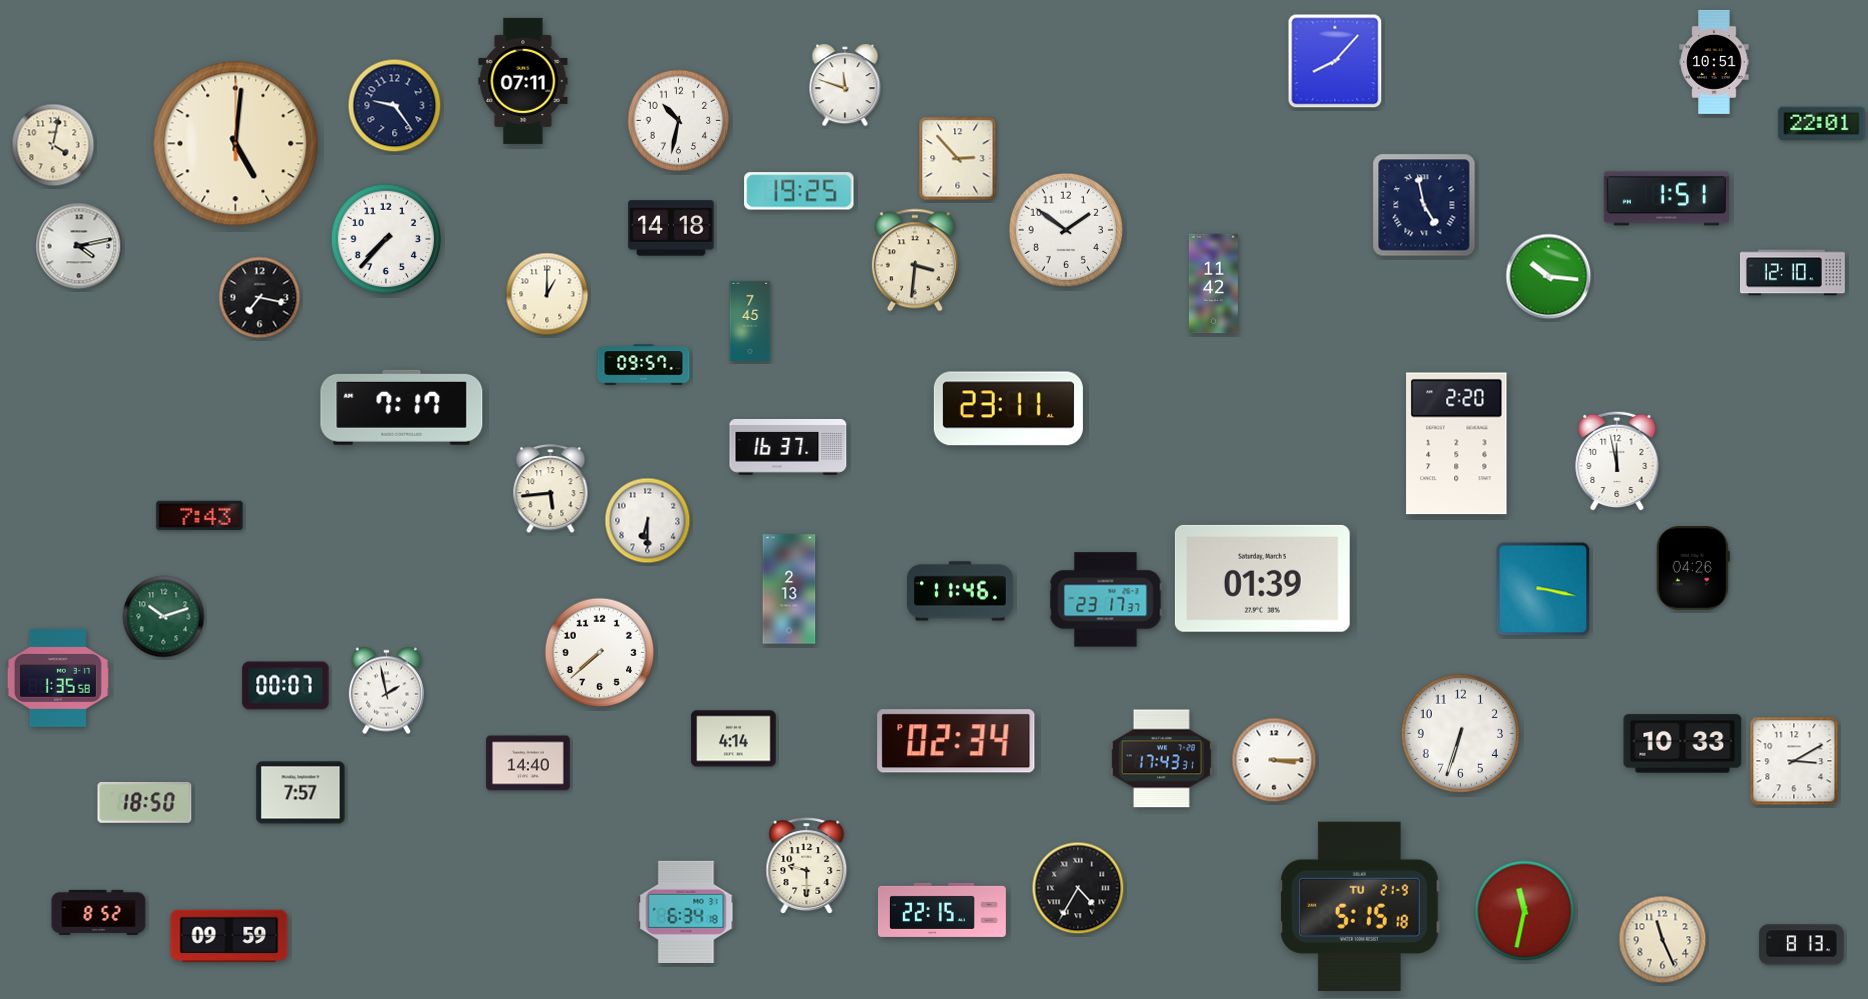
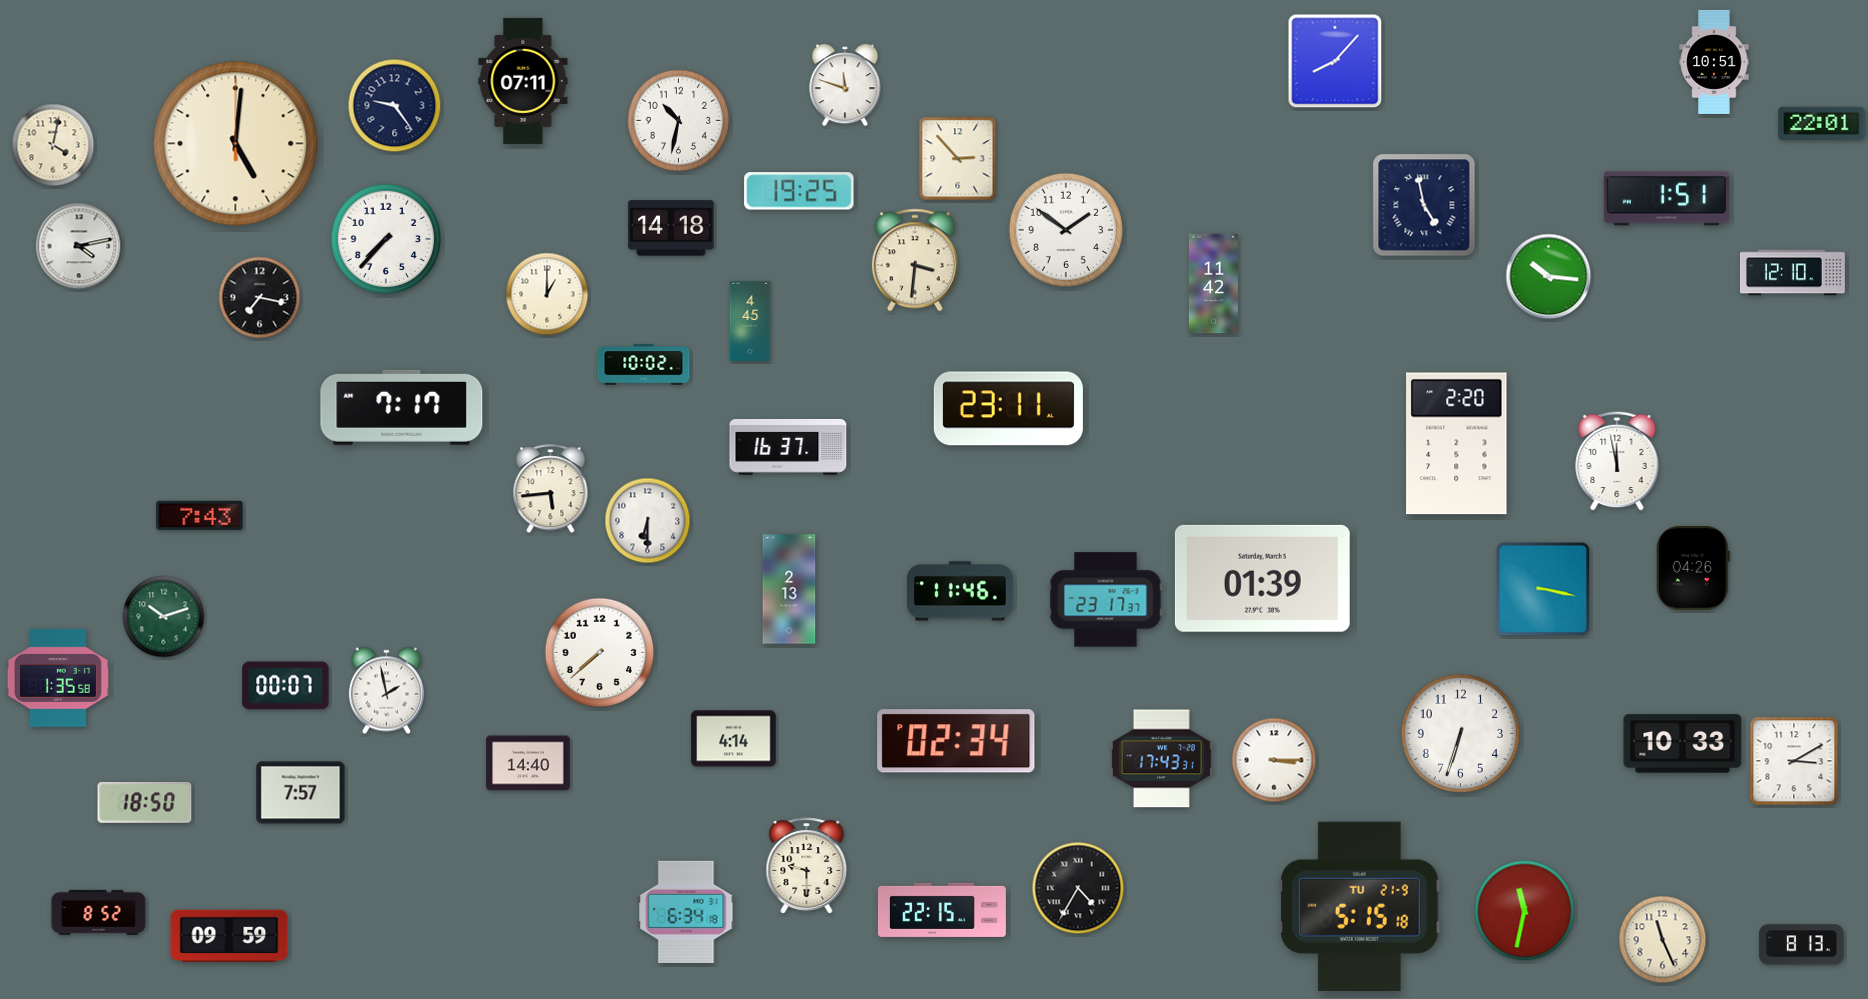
clock at (750, 321): 7:45 -> 4:45
clock at (644, 365): 09:57 -> 10:02
